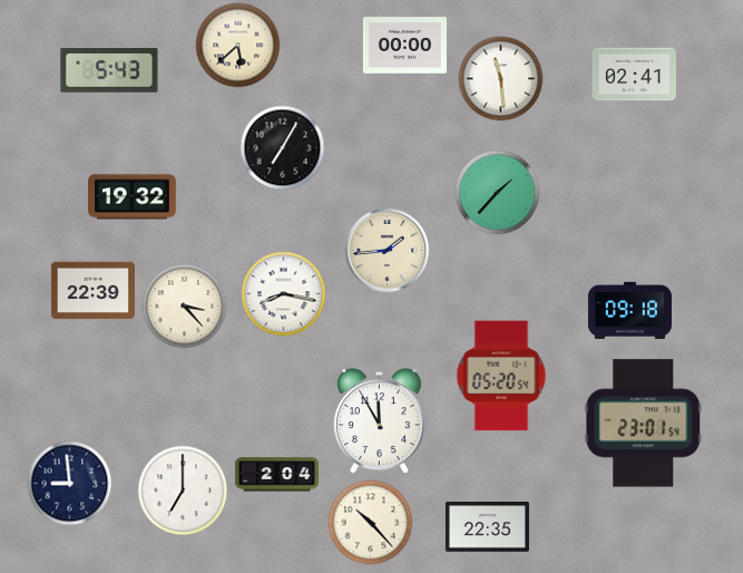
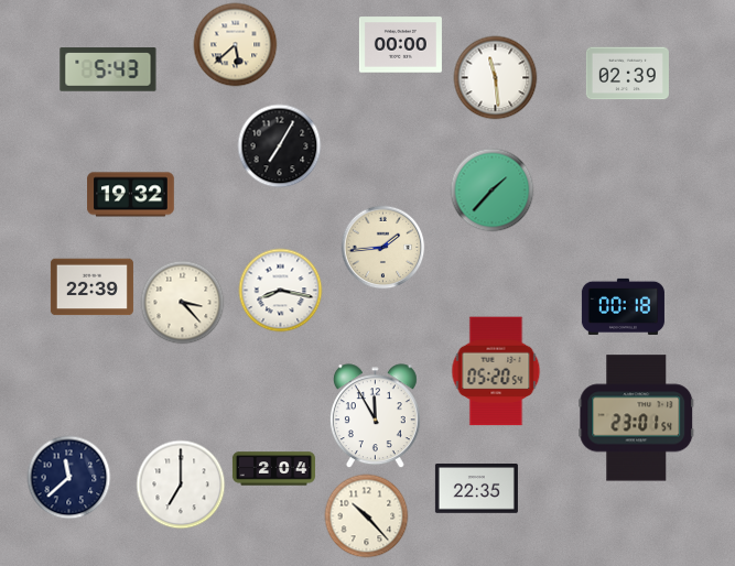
clock at (634, 75): 02:41 -> 02:39
clock at (629, 310): 09:18 -> 00:18
clock at (70, 484): 8:59 -> 11:38
clock at (487, 527) position: (487, 527) -> (476, 489)
